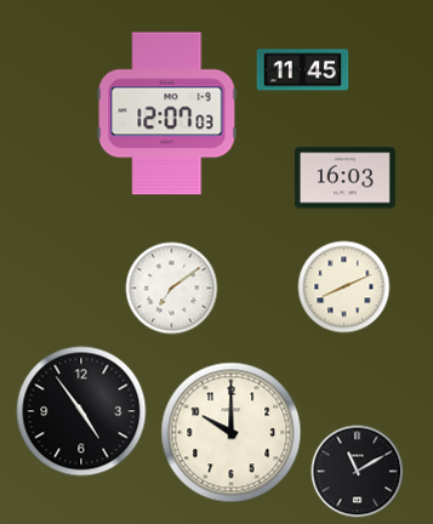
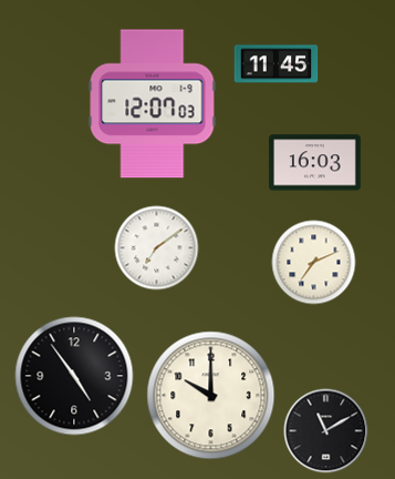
clock at (344, 287): 8:11 -> 7:11
clock at (172, 289) position: (172, 289) -> (157, 248)
